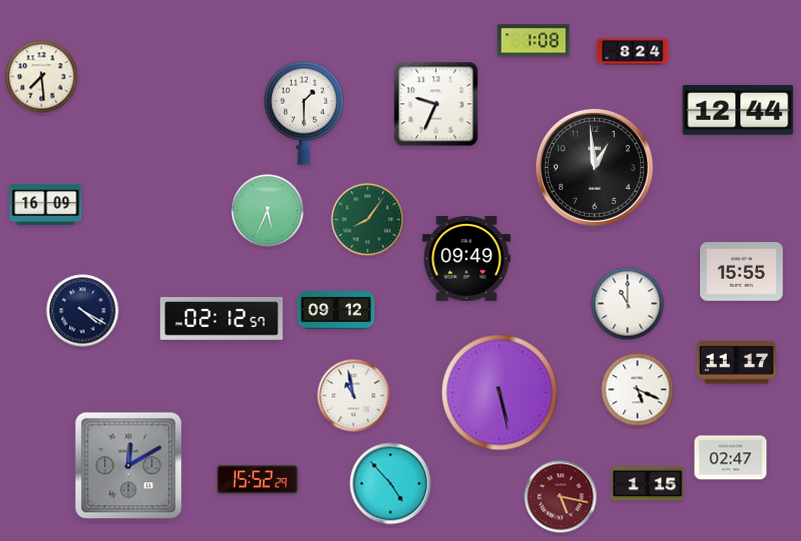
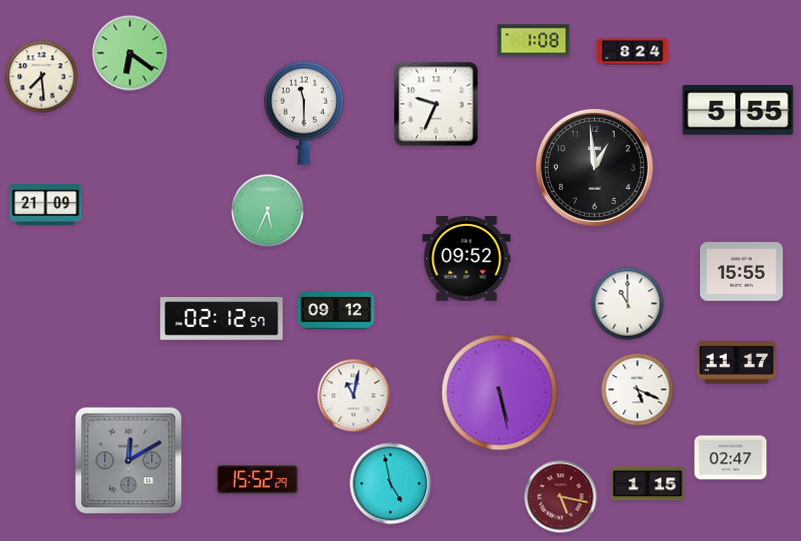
clock at (130, 53): none -> 6:21
clock at (738, 110): 12:44 -> 5:55
clock at (304, 113): 1:30 -> 11:30
clock at (46, 204): 16:09 -> 21:09
clock at (368, 220): 8:06 -> none
clock at (467, 259): 09:49 -> 09:52
clock at (83, 311): 4:20 -> none
clock at (354, 396): 10:58 -> 11:02
clock at (129, 466) position: (129, 466) -> (129, 461)
clock at (391, 484): 4:53 -> 4:58
